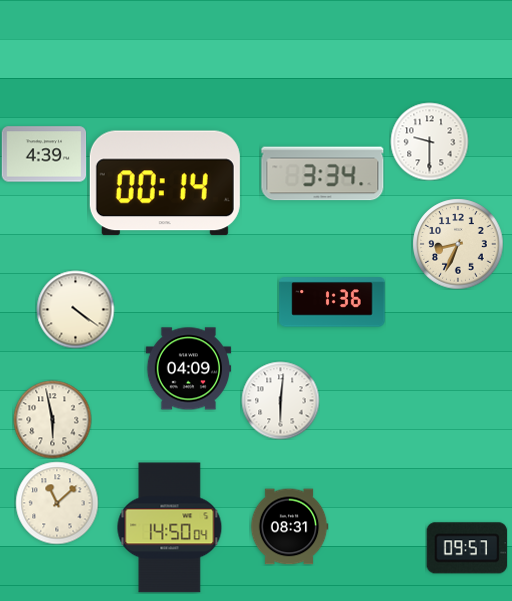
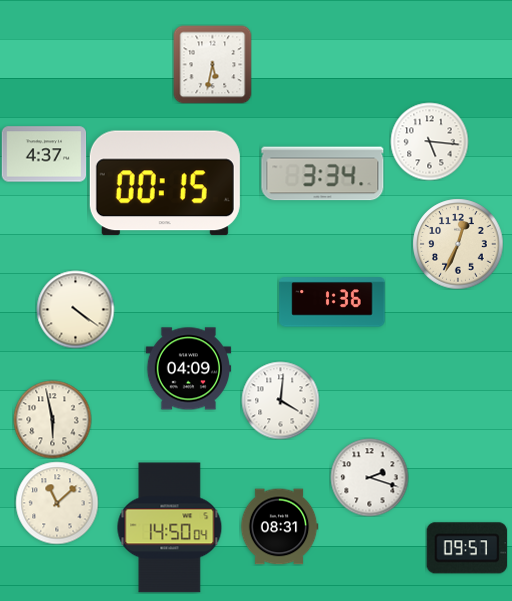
clock at (212, 64): none -> 5:32
clock at (429, 141): 9:30 -> 5:16
clock at (44, 154): 4:39 -> 4:37
clock at (165, 183): 00:14 -> 00:15
clock at (458, 244): 8:34 -> 12:34
clock at (280, 400): 6:01 -> 4:01
clock at (369, 477): none -> 2:18
clock at (289, 527) position: (289, 527) -> (279, 527)
